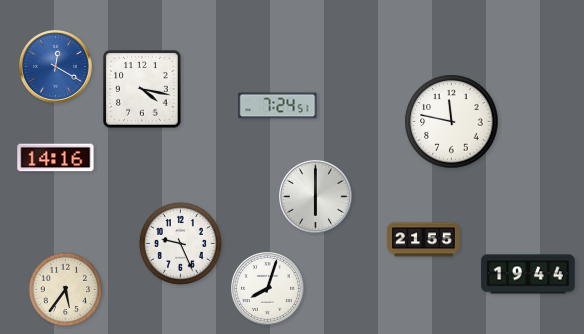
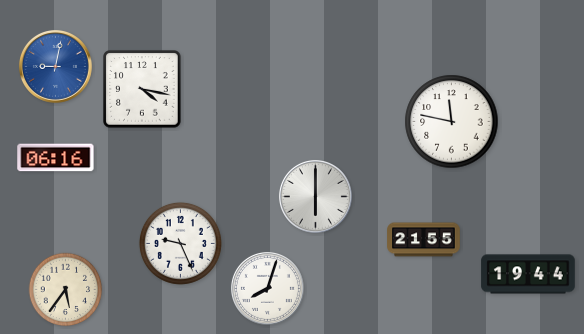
clock at (55, 66): 12:20 -> 9:02
clock at (278, 106): 7:24 -> none
clock at (56, 158): 14:16 -> 06:16
